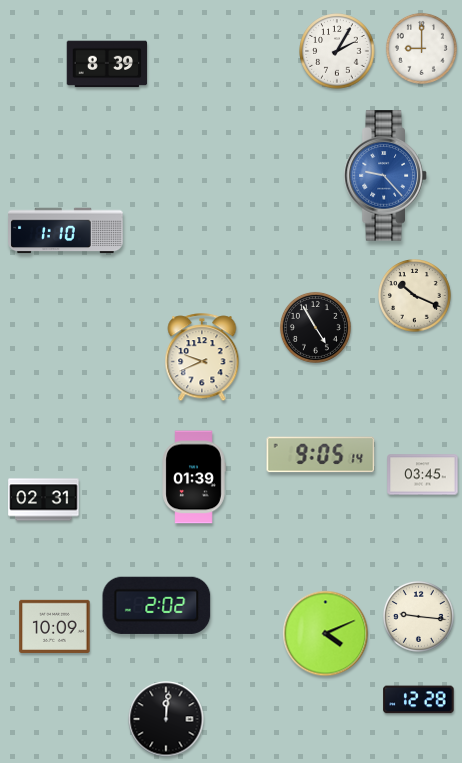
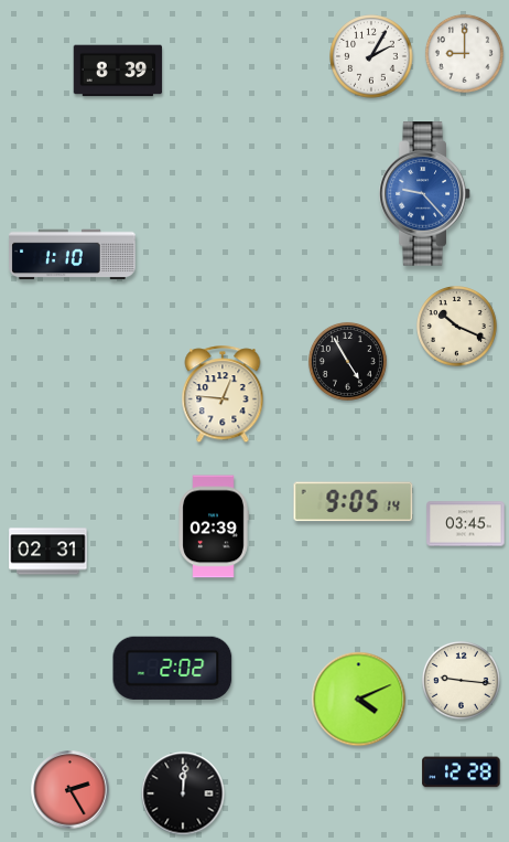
clock at (202, 358): 9:41 -> 12:46
clock at (194, 477): 01:39 -> 02:39
clock at (55, 626): 10:09 -> none
clock at (71, 790): none -> 2:25
